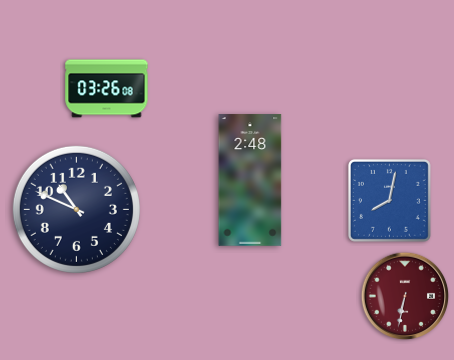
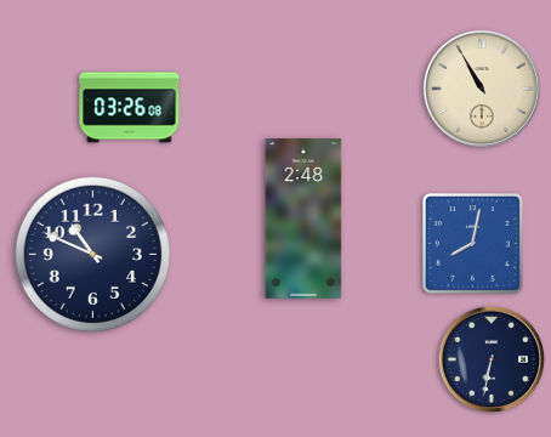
clock at (482, 89): none -> 10:55
clock at (405, 296) dial: burgundy -> navy
